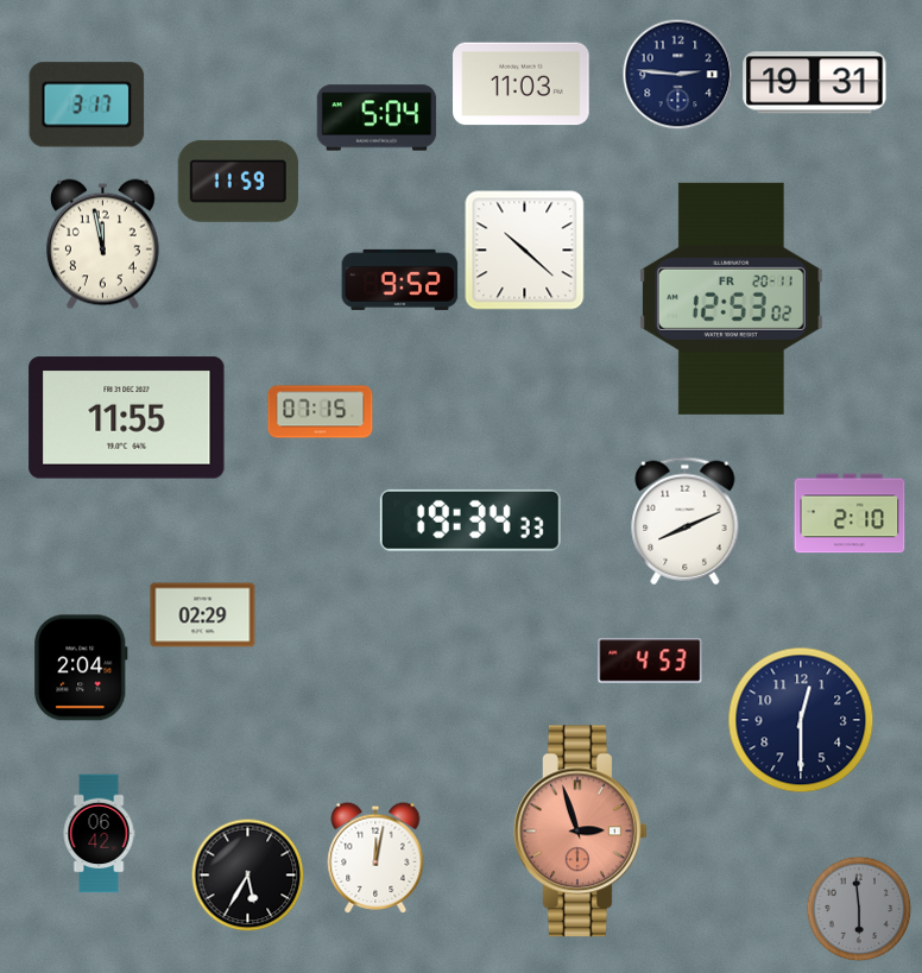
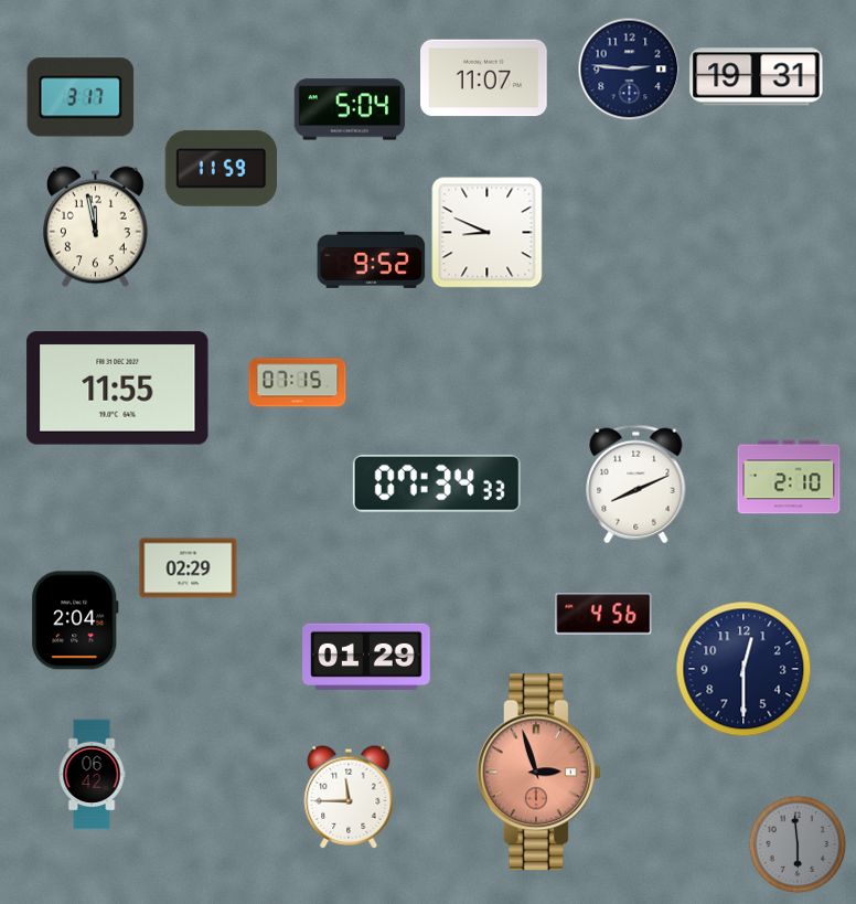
clock at (522, 84): 11:03 -> 11:07
clock at (525, 251): 10:22 -> 8:49
clock at (731, 298): 12:53 -> none
clock at (471, 520): 19:34 -> 07:34
clock at (203, 615) position: (203, 615) -> (189, 568)
clock at (650, 661): 4:53 -> 4:56
clock at (366, 657): none -> 01:29
clock at (375, 858): 12:02 -> 11:45
clock at (247, 874): 5:35 -> none
